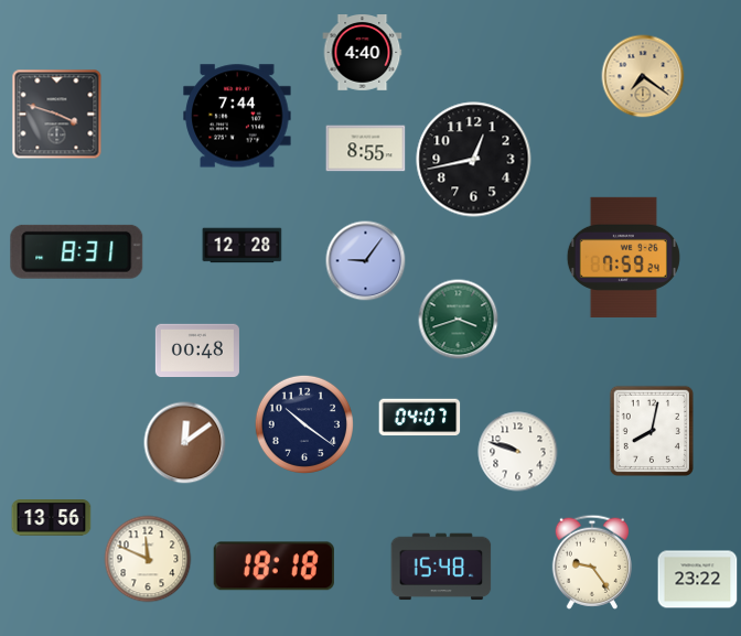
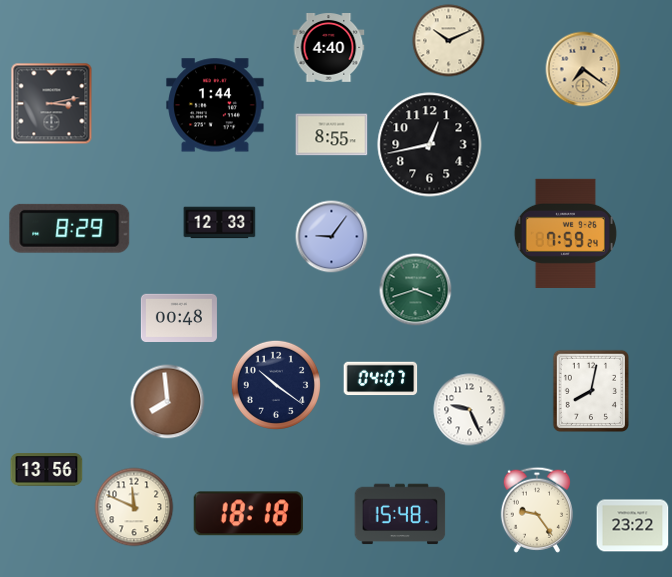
clock at (449, 41): none -> 10:11
clock at (57, 115): 3:48 -> 3:13
clock at (237, 116): 7:44 -> 1:44
clock at (243, 246): 12:28 -> 12:33
clock at (77, 251): 8:31 -> 8:29
clock at (185, 443): 12:09 -> 7:59
clock at (518, 452): 9:48 -> 9:26
